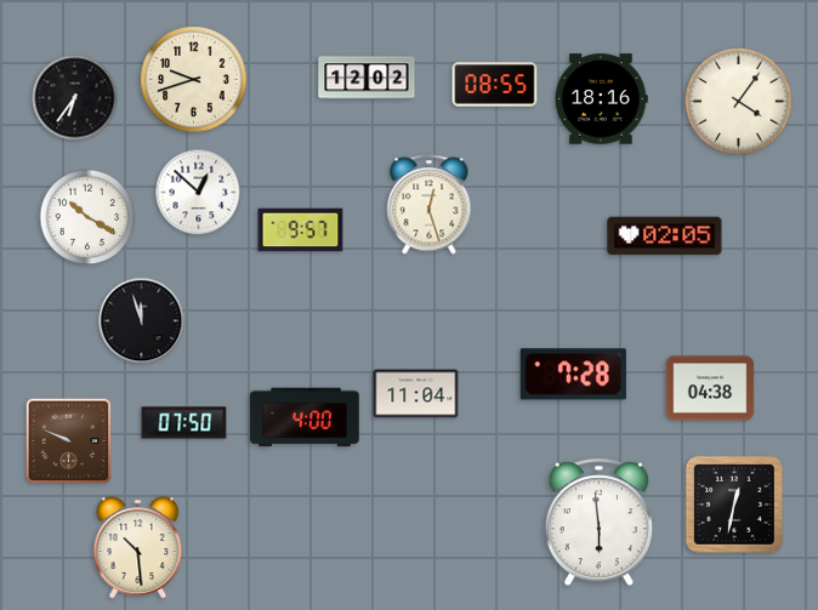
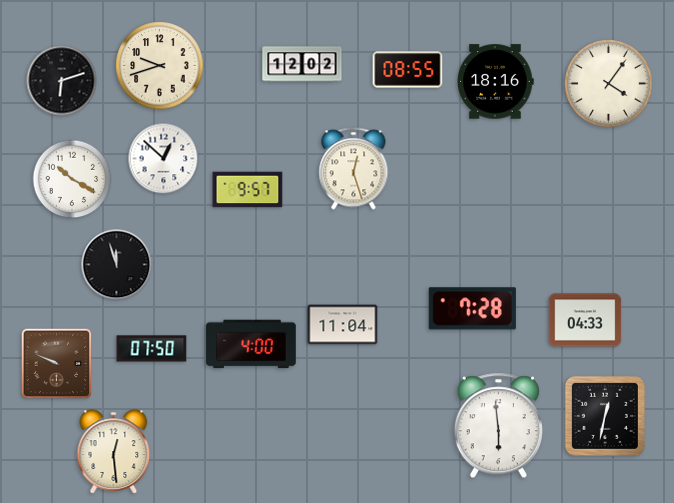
clock at (75, 98): 6:36 -> 6:12
clock at (665, 236): 02:05 -> none
clock at (710, 388): 04:38 -> 04:33
clock at (598, 523) position: (598, 523) -> (498, 426)
clock at (138, 548): 10:29 -> 12:29
